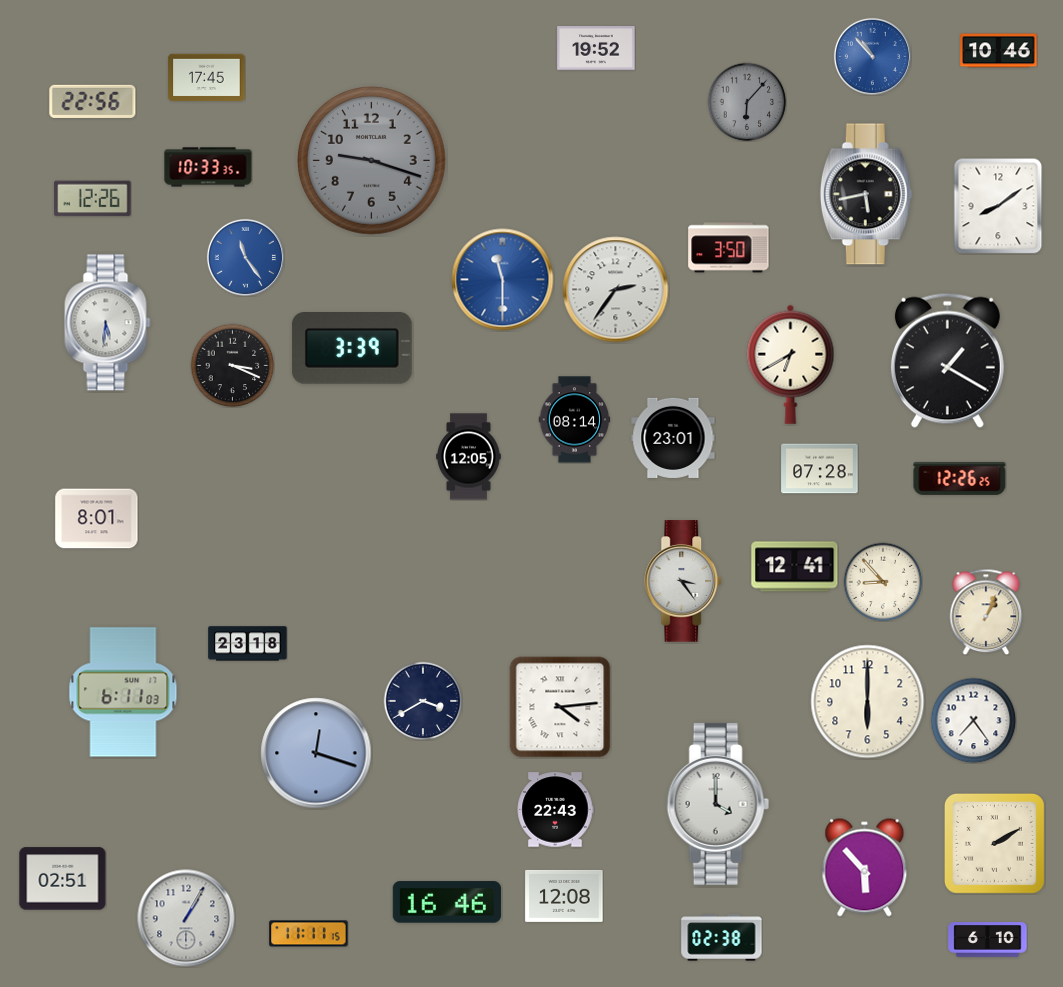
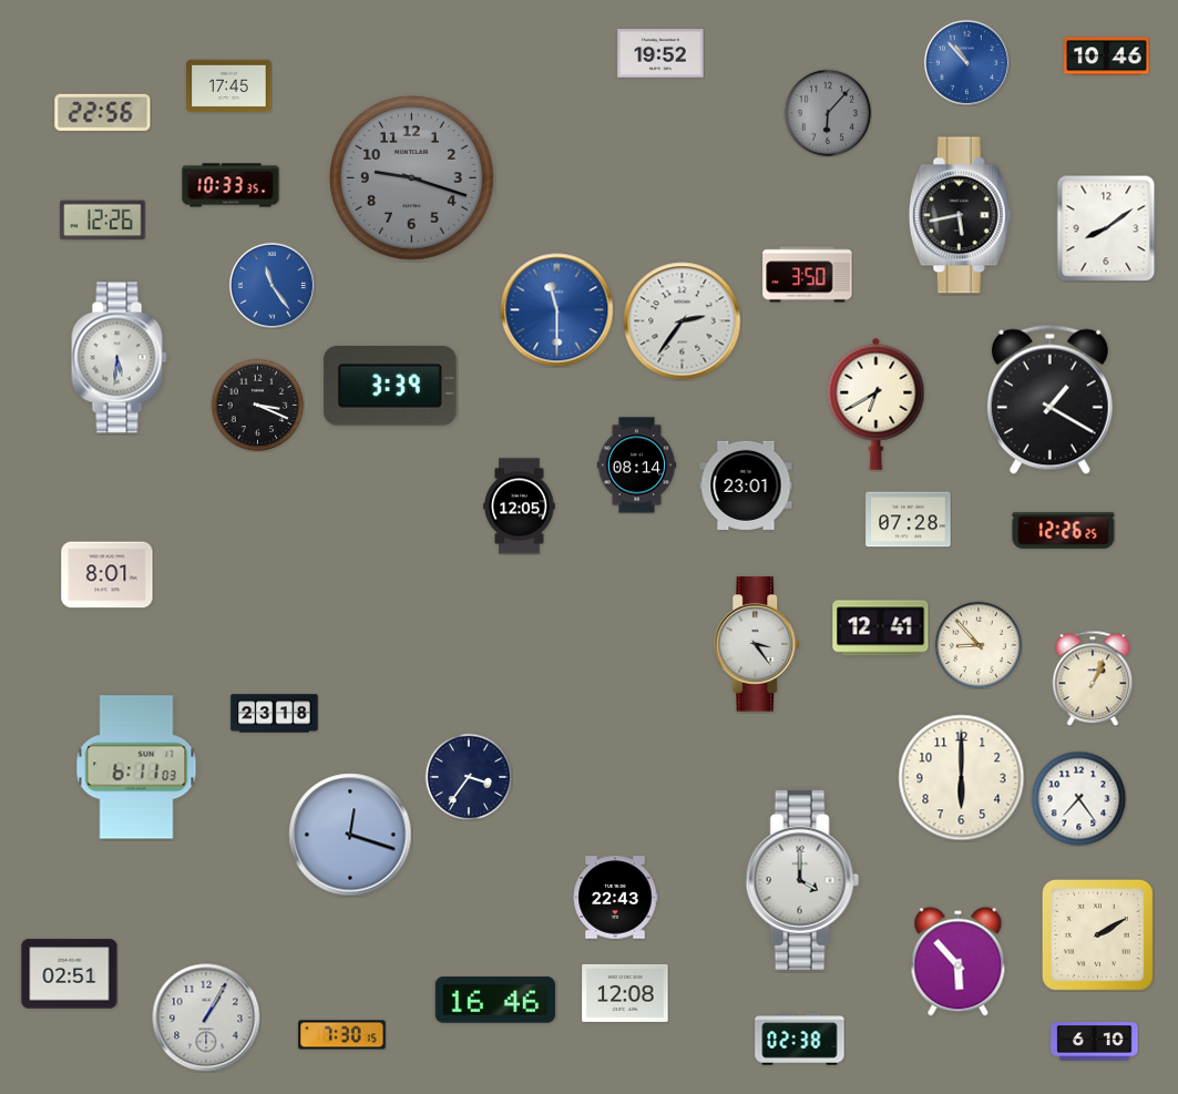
clock at (423, 701): 3:40 -> 3:36
clock at (560, 707): 4:14 -> none
clock at (718, 804) position: (718, 804) -> (802, 880)
clock at (994, 843) position: (994, 843) -> (1097, 934)
clock at (309, 934): 11:11 -> 7:30
